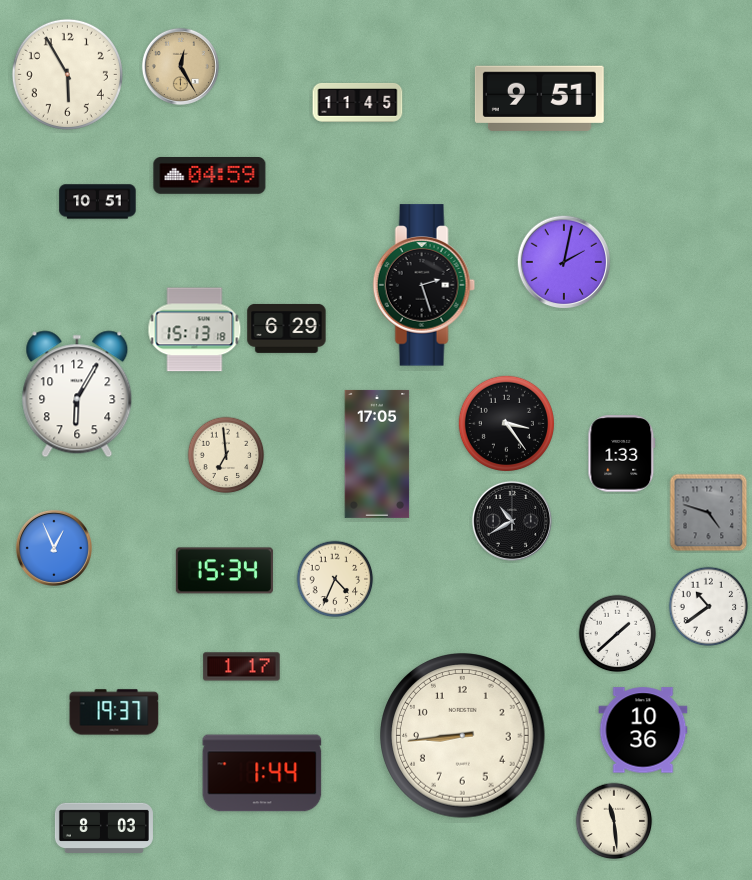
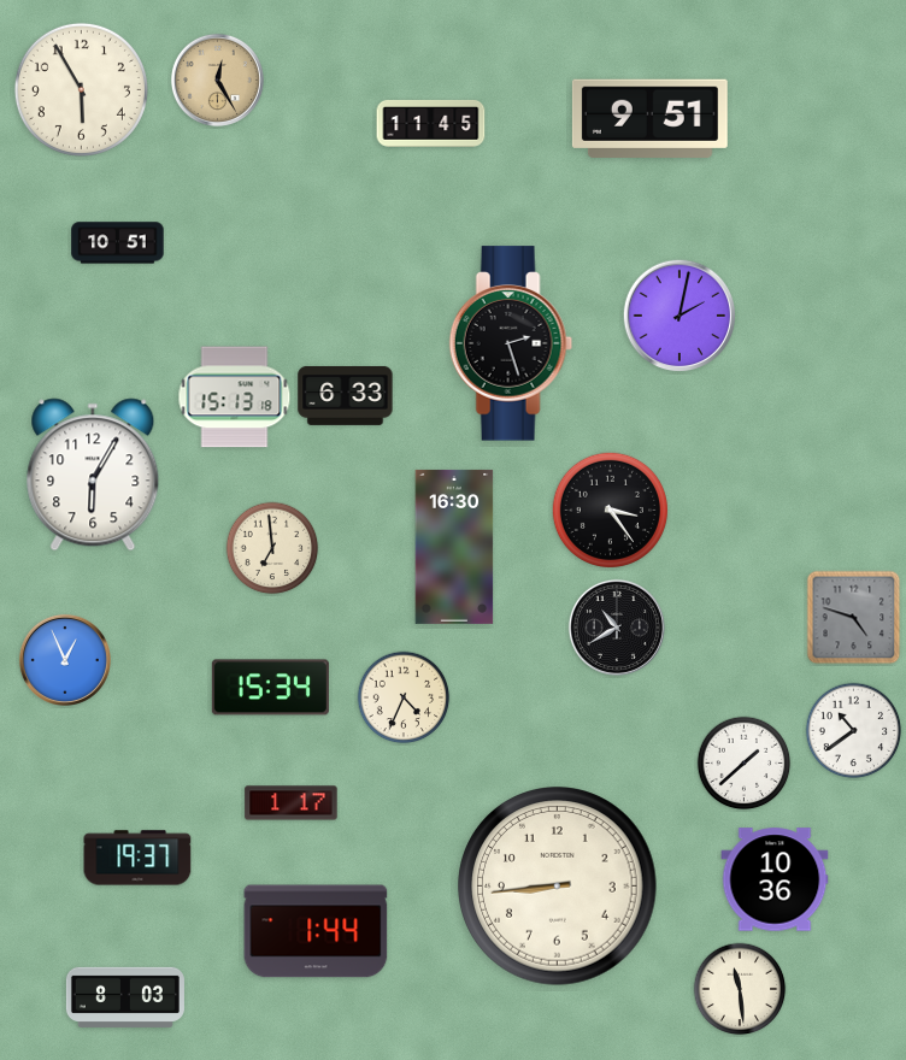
clock at (210, 176): 04:59 -> none
clock at (287, 328): 6:29 -> 6:33
clock at (377, 454): 17:05 -> 16:30
clock at (622, 454): 1:33 -> none
